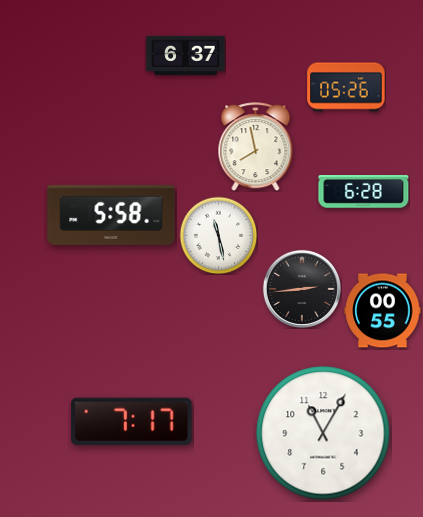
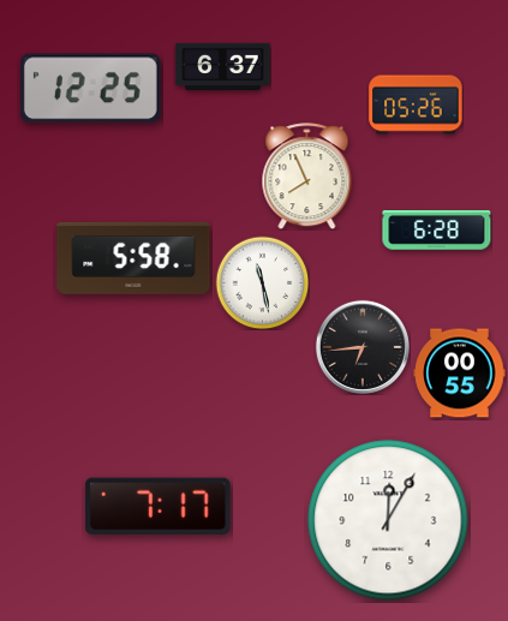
clock at (90, 89): none -> 12:25
clock at (256, 147): 7:58 -> 7:56
clock at (302, 289): 2:44 -> 6:44
clock at (323, 433): 11:05 -> 12:05
